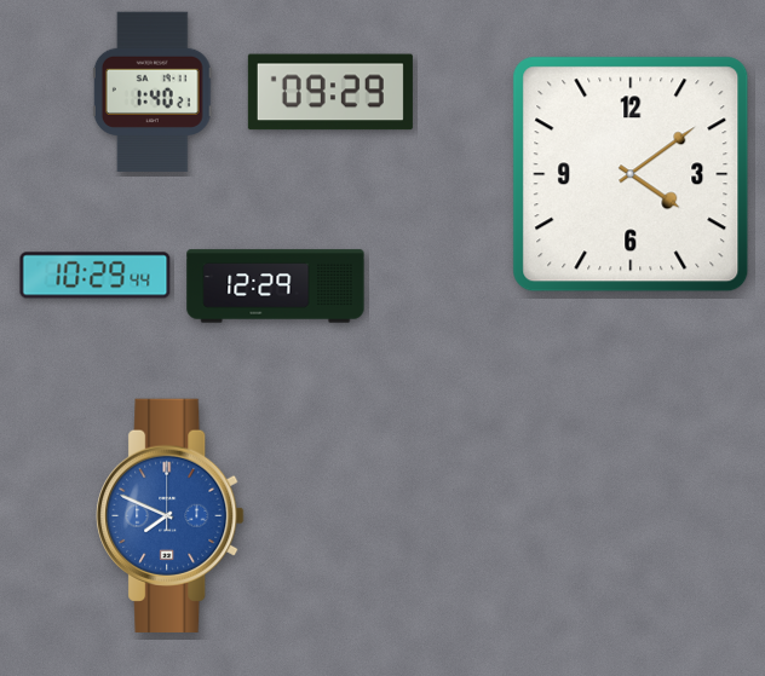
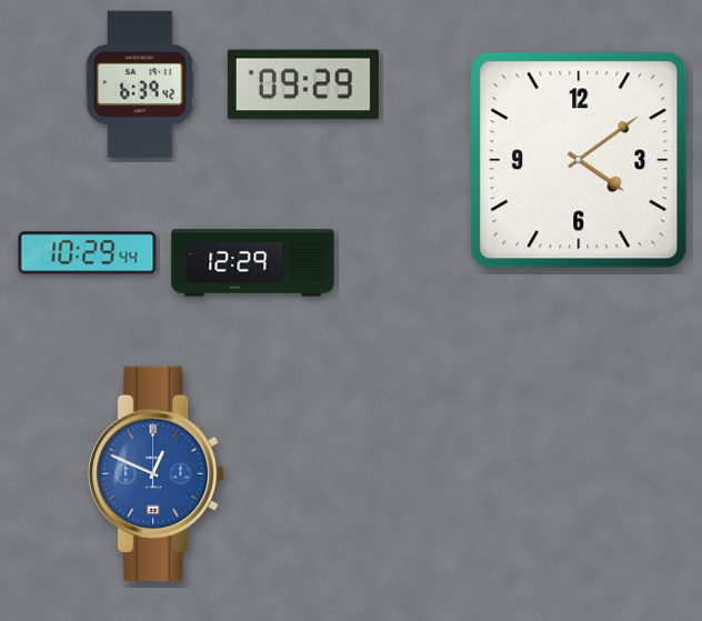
clock at (153, 92): 1:40 -> 6:39
clock at (171, 515): 7:49 -> 12:49
